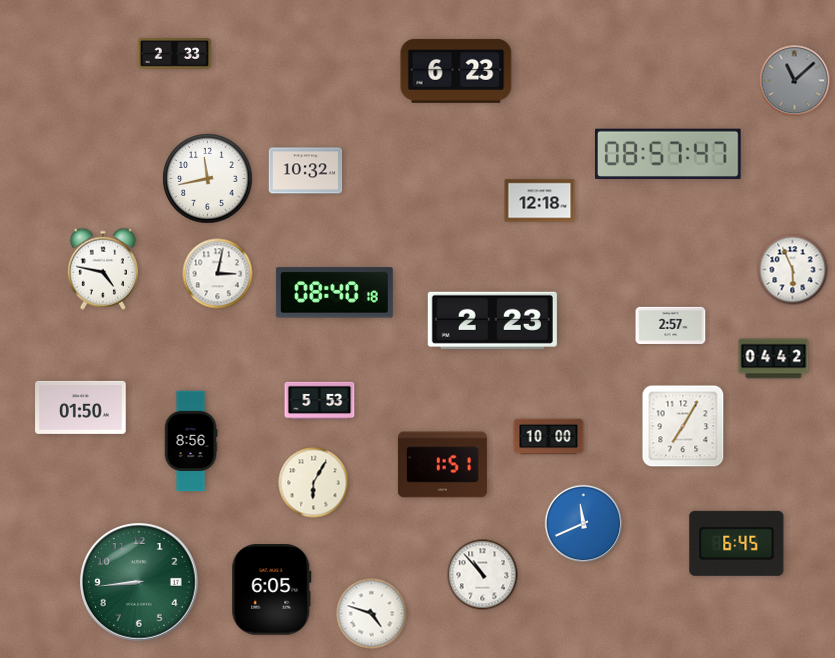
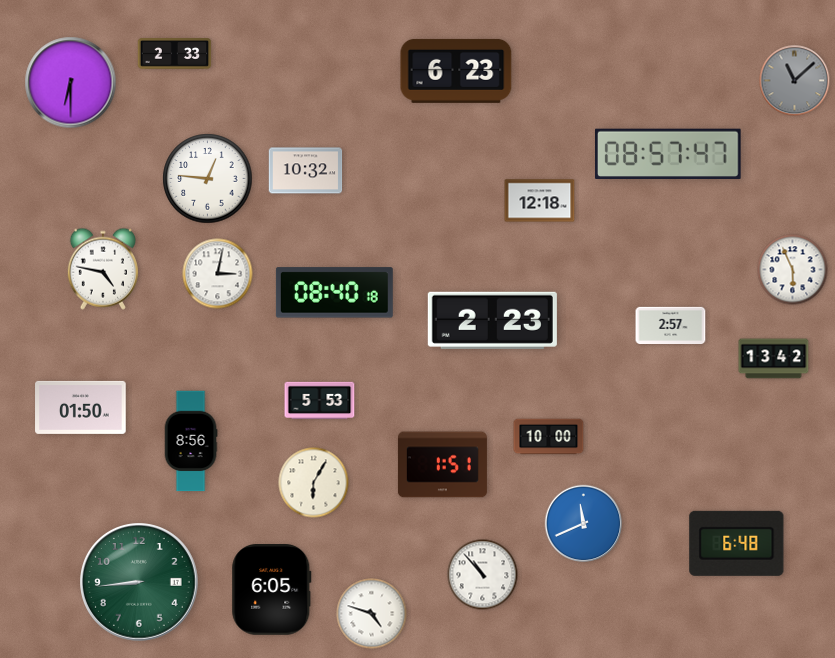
clock at (71, 83): none -> 6:30
clock at (208, 179): 11:43 -> 12:46
clock at (774, 359): 04:42 -> 13:42
clock at (683, 426): 7:05 -> none
clock at (737, 543): 6:45 -> 6:48
